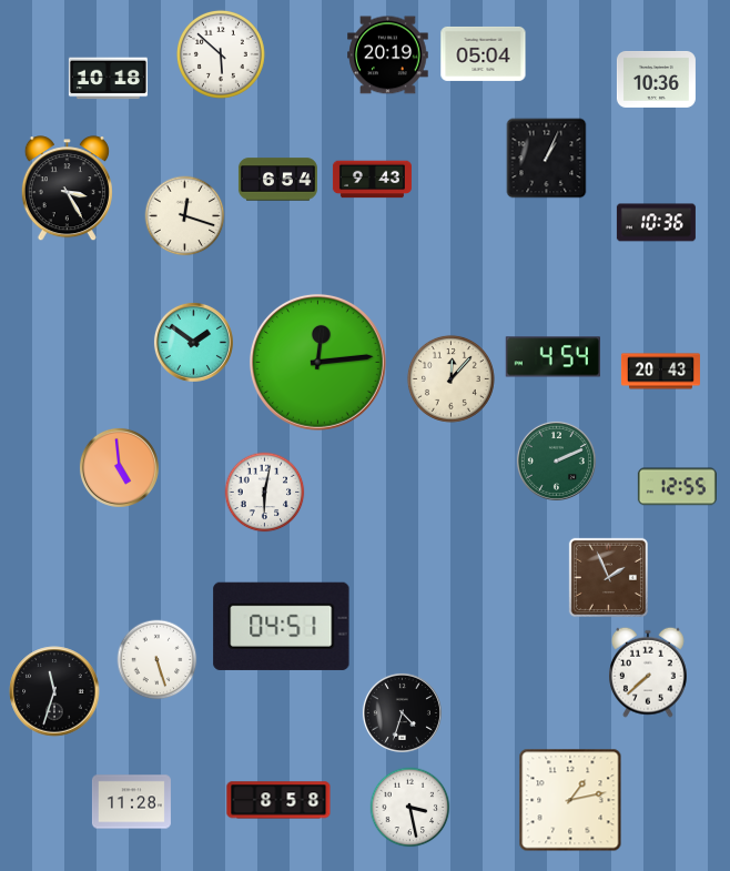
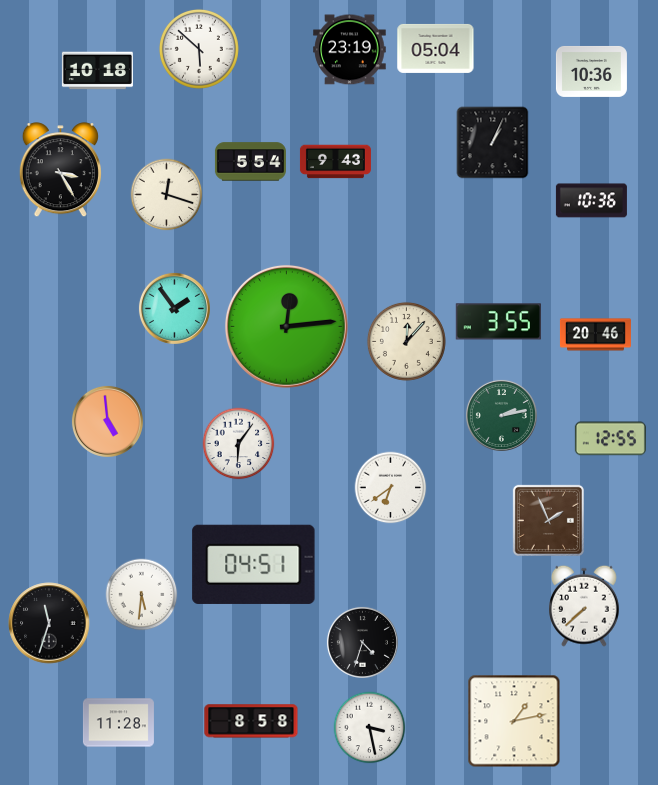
clock at (388, 55): 20:19 -> 23:19
clock at (277, 180): 6:54 -> 5:54
clock at (193, 342): 1:51 -> 1:54
clock at (552, 357): 4:54 -> 3:55
clock at (660, 372): 20:43 -> 20:46
clock at (556, 460): 2:11 -> 2:13
clock at (265, 493): 6:02 -> 6:06
clock at (391, 488): none -> 6:39
clock at (158, 660): 5:27 -> 5:31
